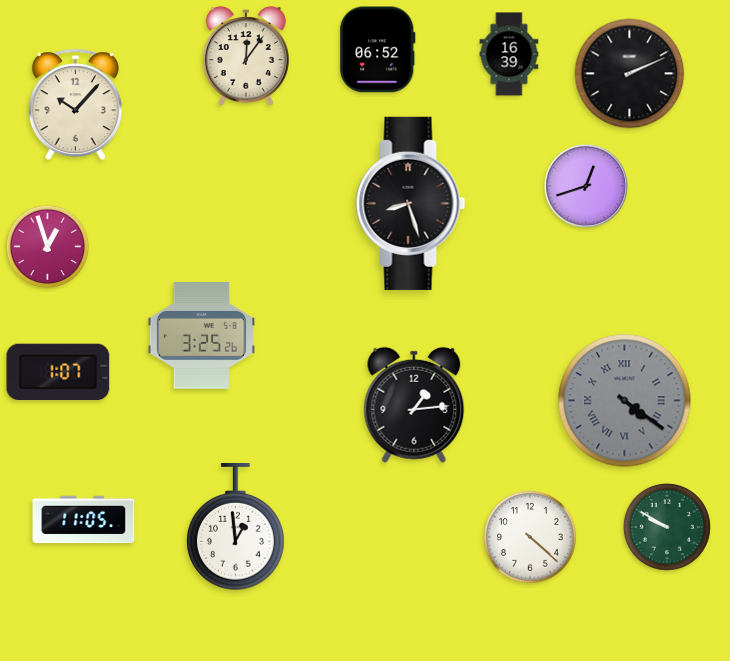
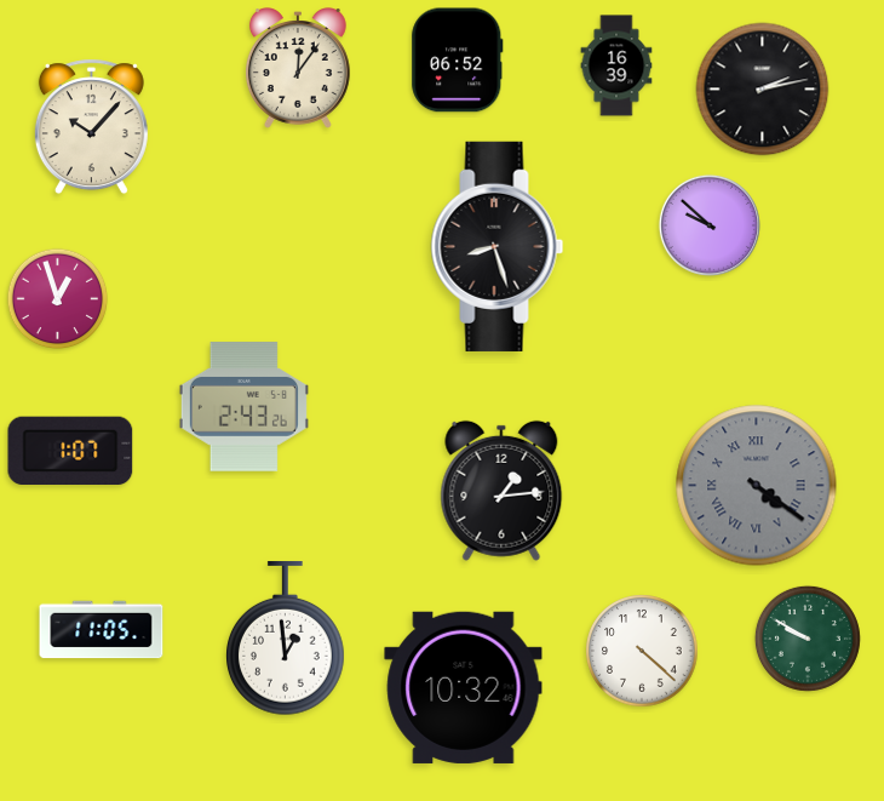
clock at (630, 74): 2:11 -> 2:13
clock at (586, 186): 12:42 -> 9:52
clock at (201, 336): 3:25 -> 2:43
clock at (464, 687): none -> 10:32
